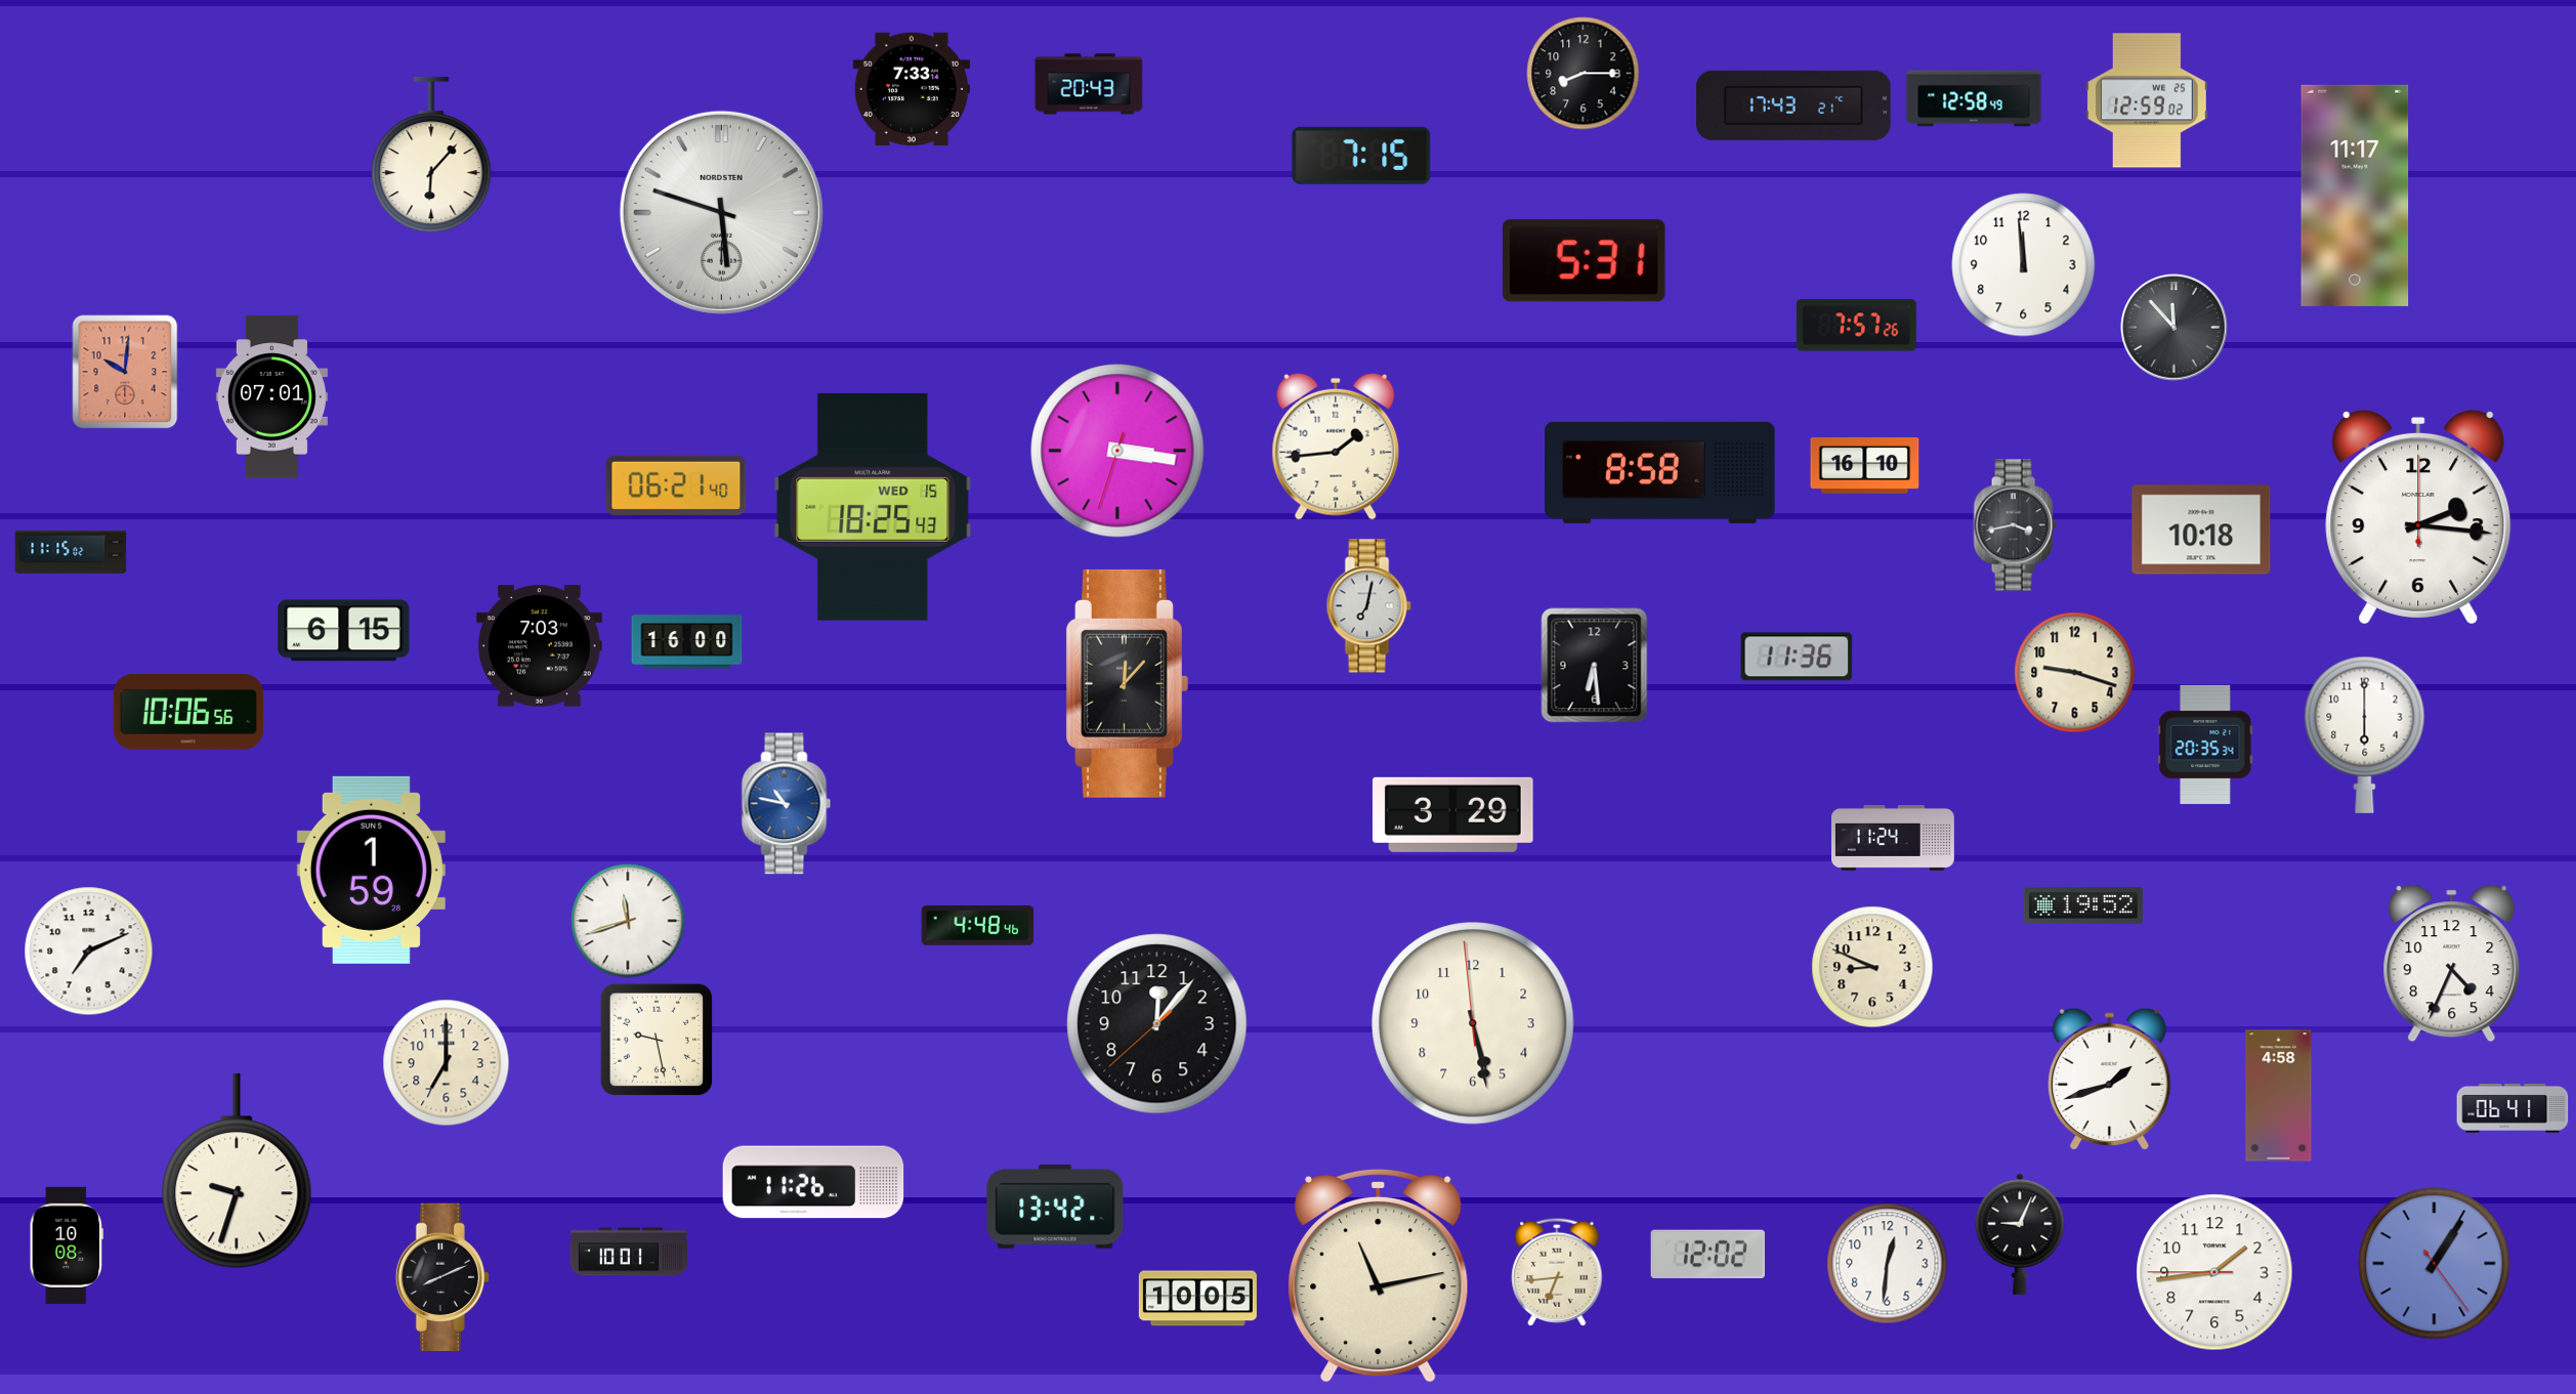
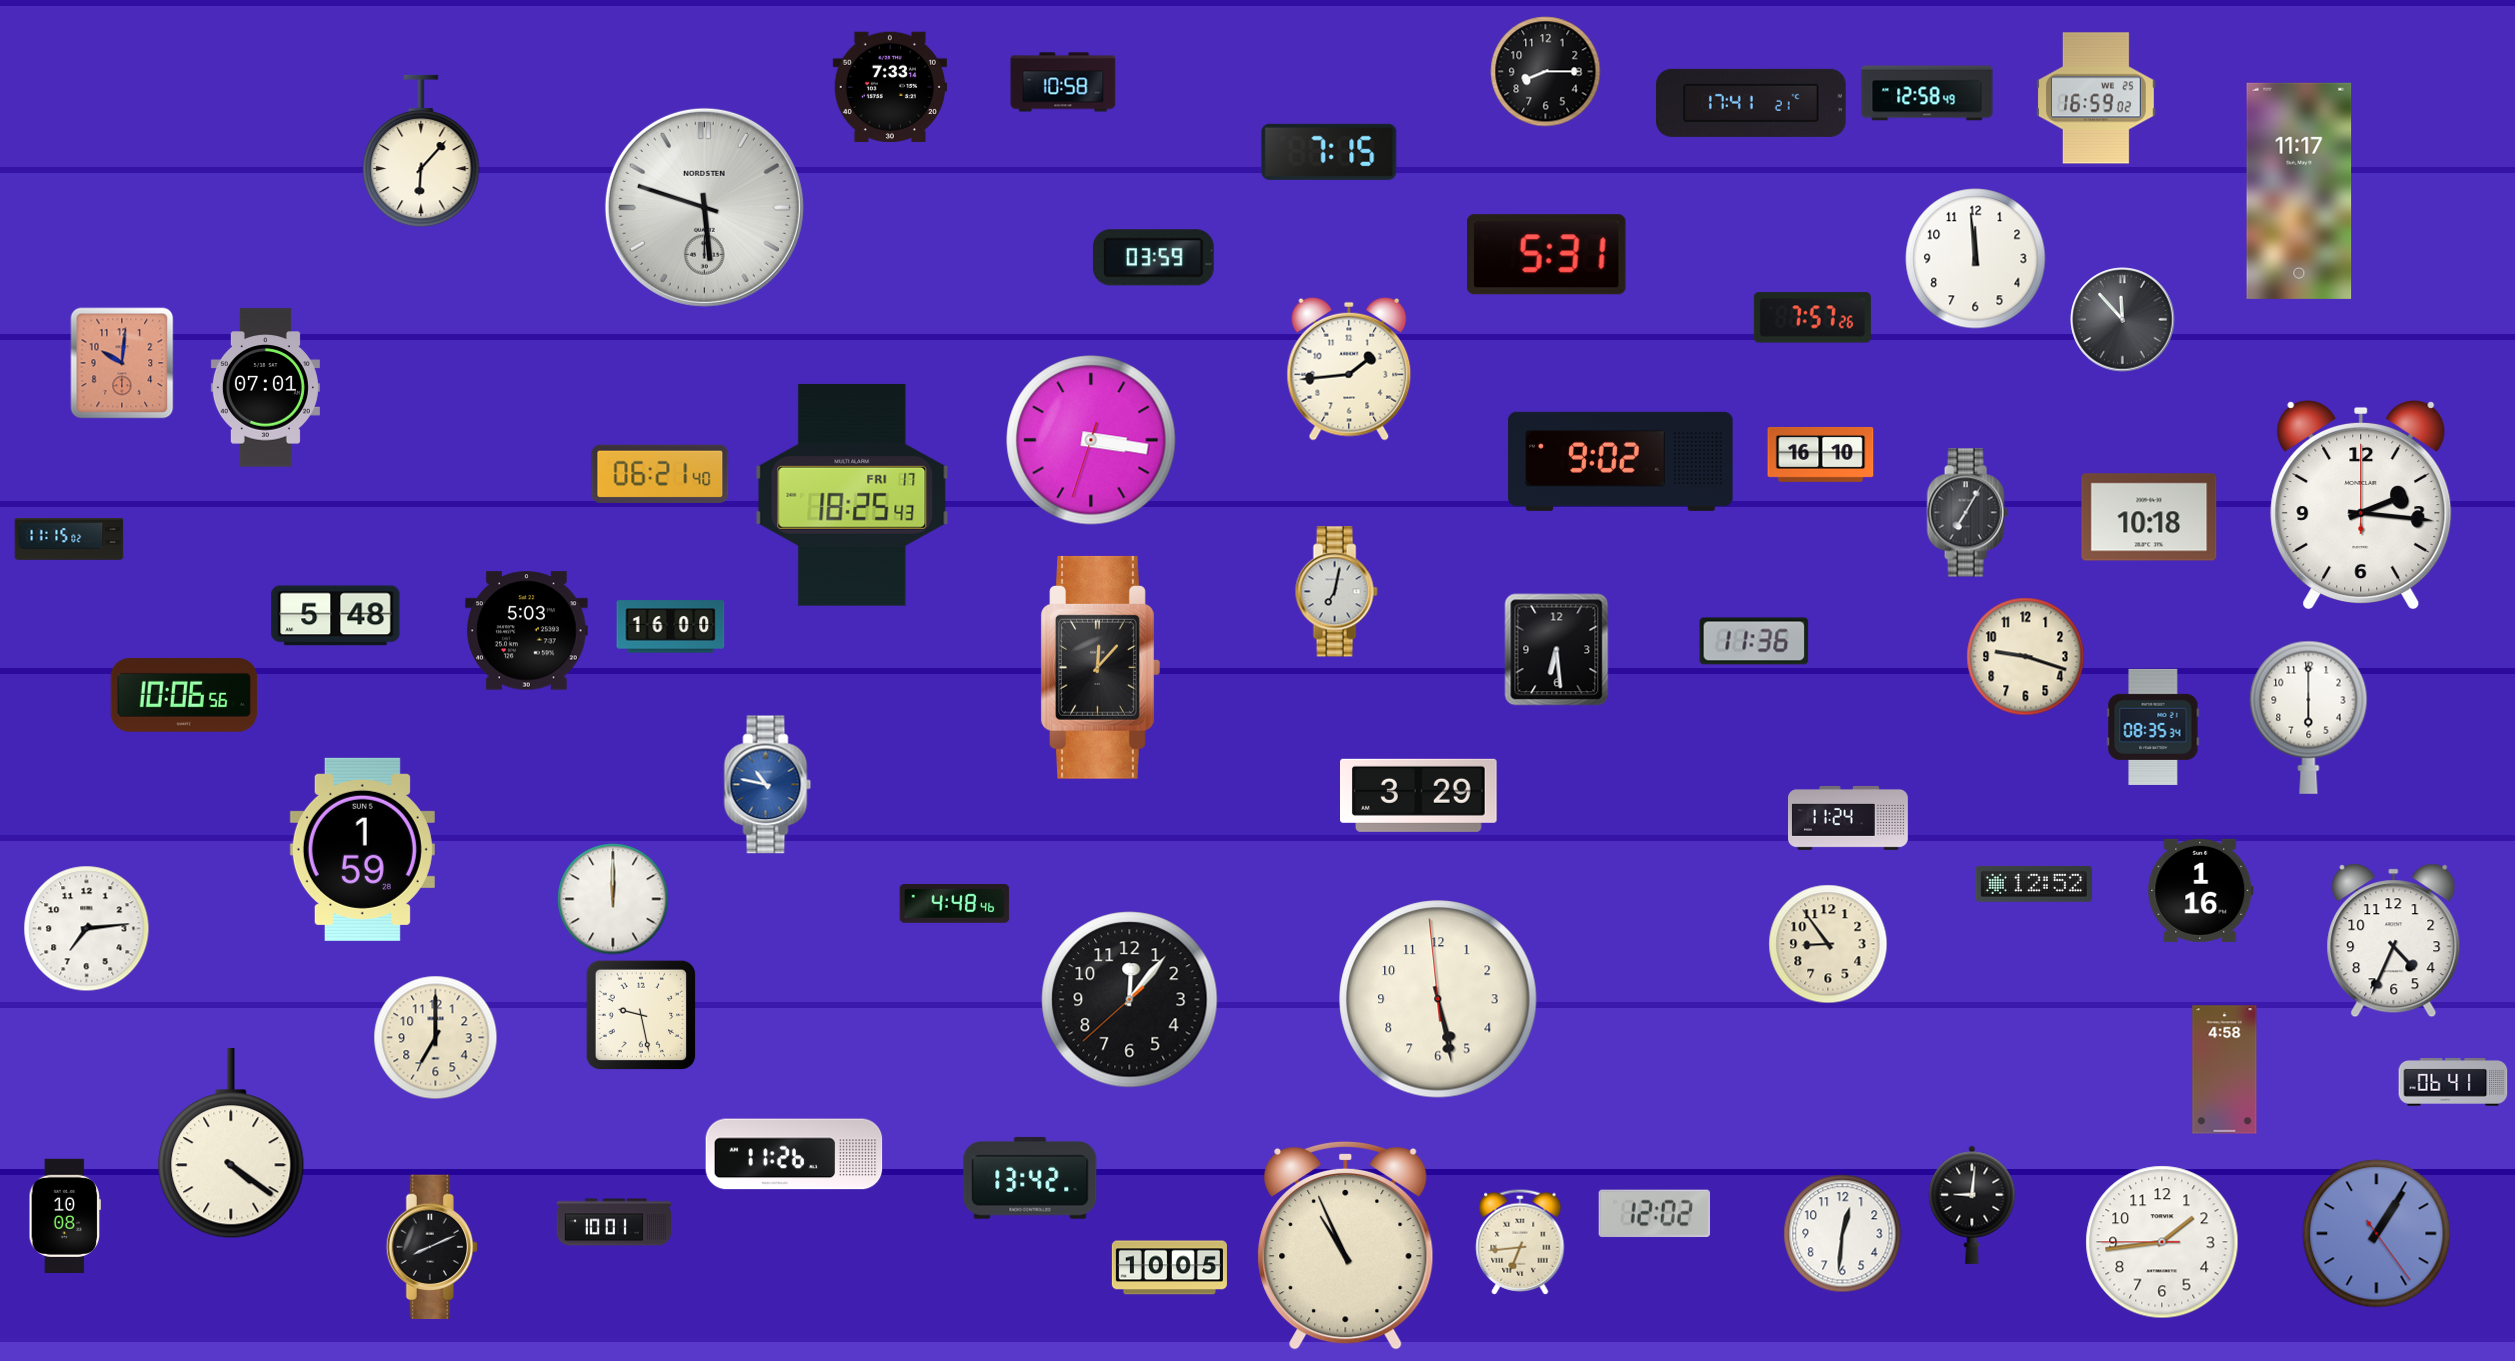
clock at (1089, 84): 20:43 -> 10:58
clock at (1974, 98) position: (1974, 98) -> (1927, 93)
clock at (2147, 100): 12:59 -> 16:59
clock at (1793, 105): 17:43 -> 17:41
clock at (1153, 258): none -> 03:59
clock at (1336, 447) position: (1336, 447) -> (1349, 369)
clock at (1660, 472): 8:58 -> 9:02
clock at (873, 507) date: WED 15 -> FRI 17
clock at (2015, 525): 3:43 -> 7:05
clock at (344, 631): 6:15 -> 5:48
clock at (540, 646): 7:03 -> 5:03
clock at (2205, 745): 20:35 -> 08:35
clock at (2083, 905): 19:52 -> 12:52
clock at (2201, 890): none -> 1:16
clock at (628, 921): 11:42 -> 12:00
clock at (89, 952): 7:11 -> 7:14
clock at (1872, 967): 8:49 -> 8:54
clock at (2110, 1080): 1:42 -> none
clock at (237, 1171): 9:33 -> 4:21
clock at (2020, 1234): 9:04 -> 9:01
clock at (1707, 1255) position: (1707, 1255) -> (1654, 1214)
clock at (1379, 1275): 11:13 -> 10:56
